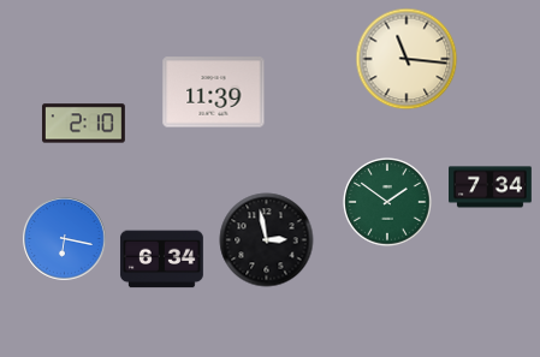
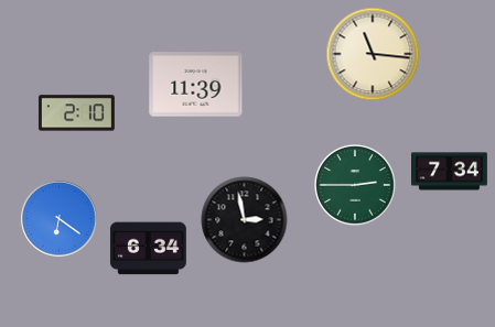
clock at (387, 202): 1:51 -> 2:45
clock at (65, 239): 6:17 -> 6:21
clock at (161, 260) position: (161, 260) -> (148, 249)
